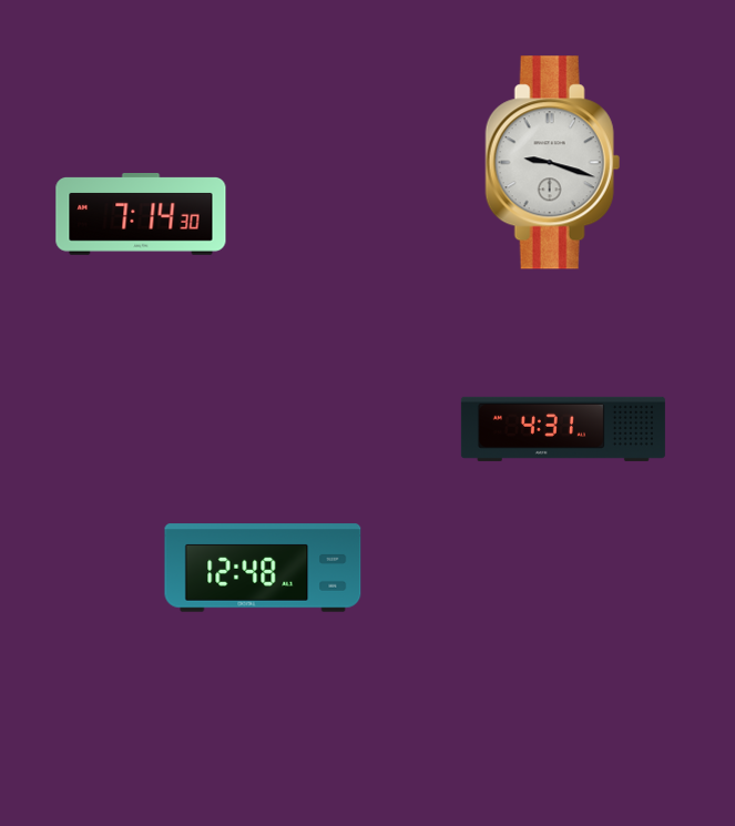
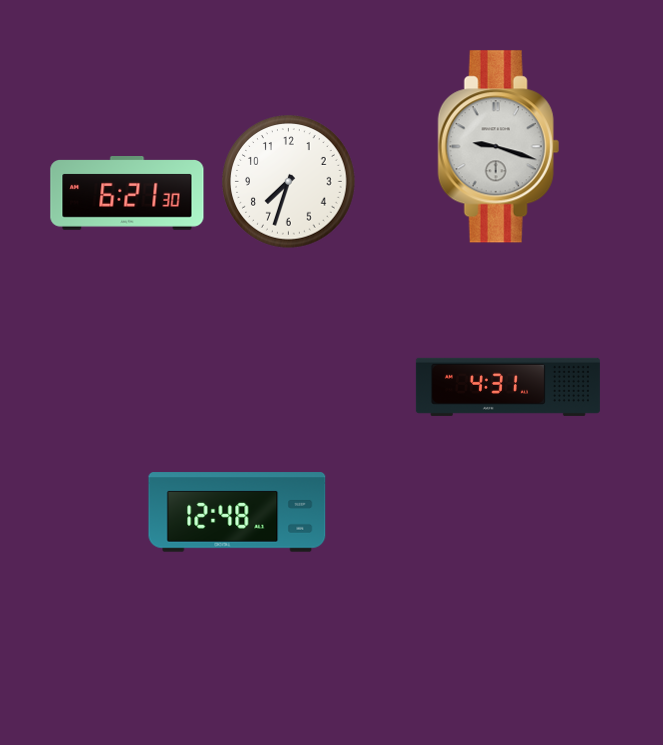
clock at (289, 182): none -> 7:33
clock at (141, 214): 7:14 -> 6:21
